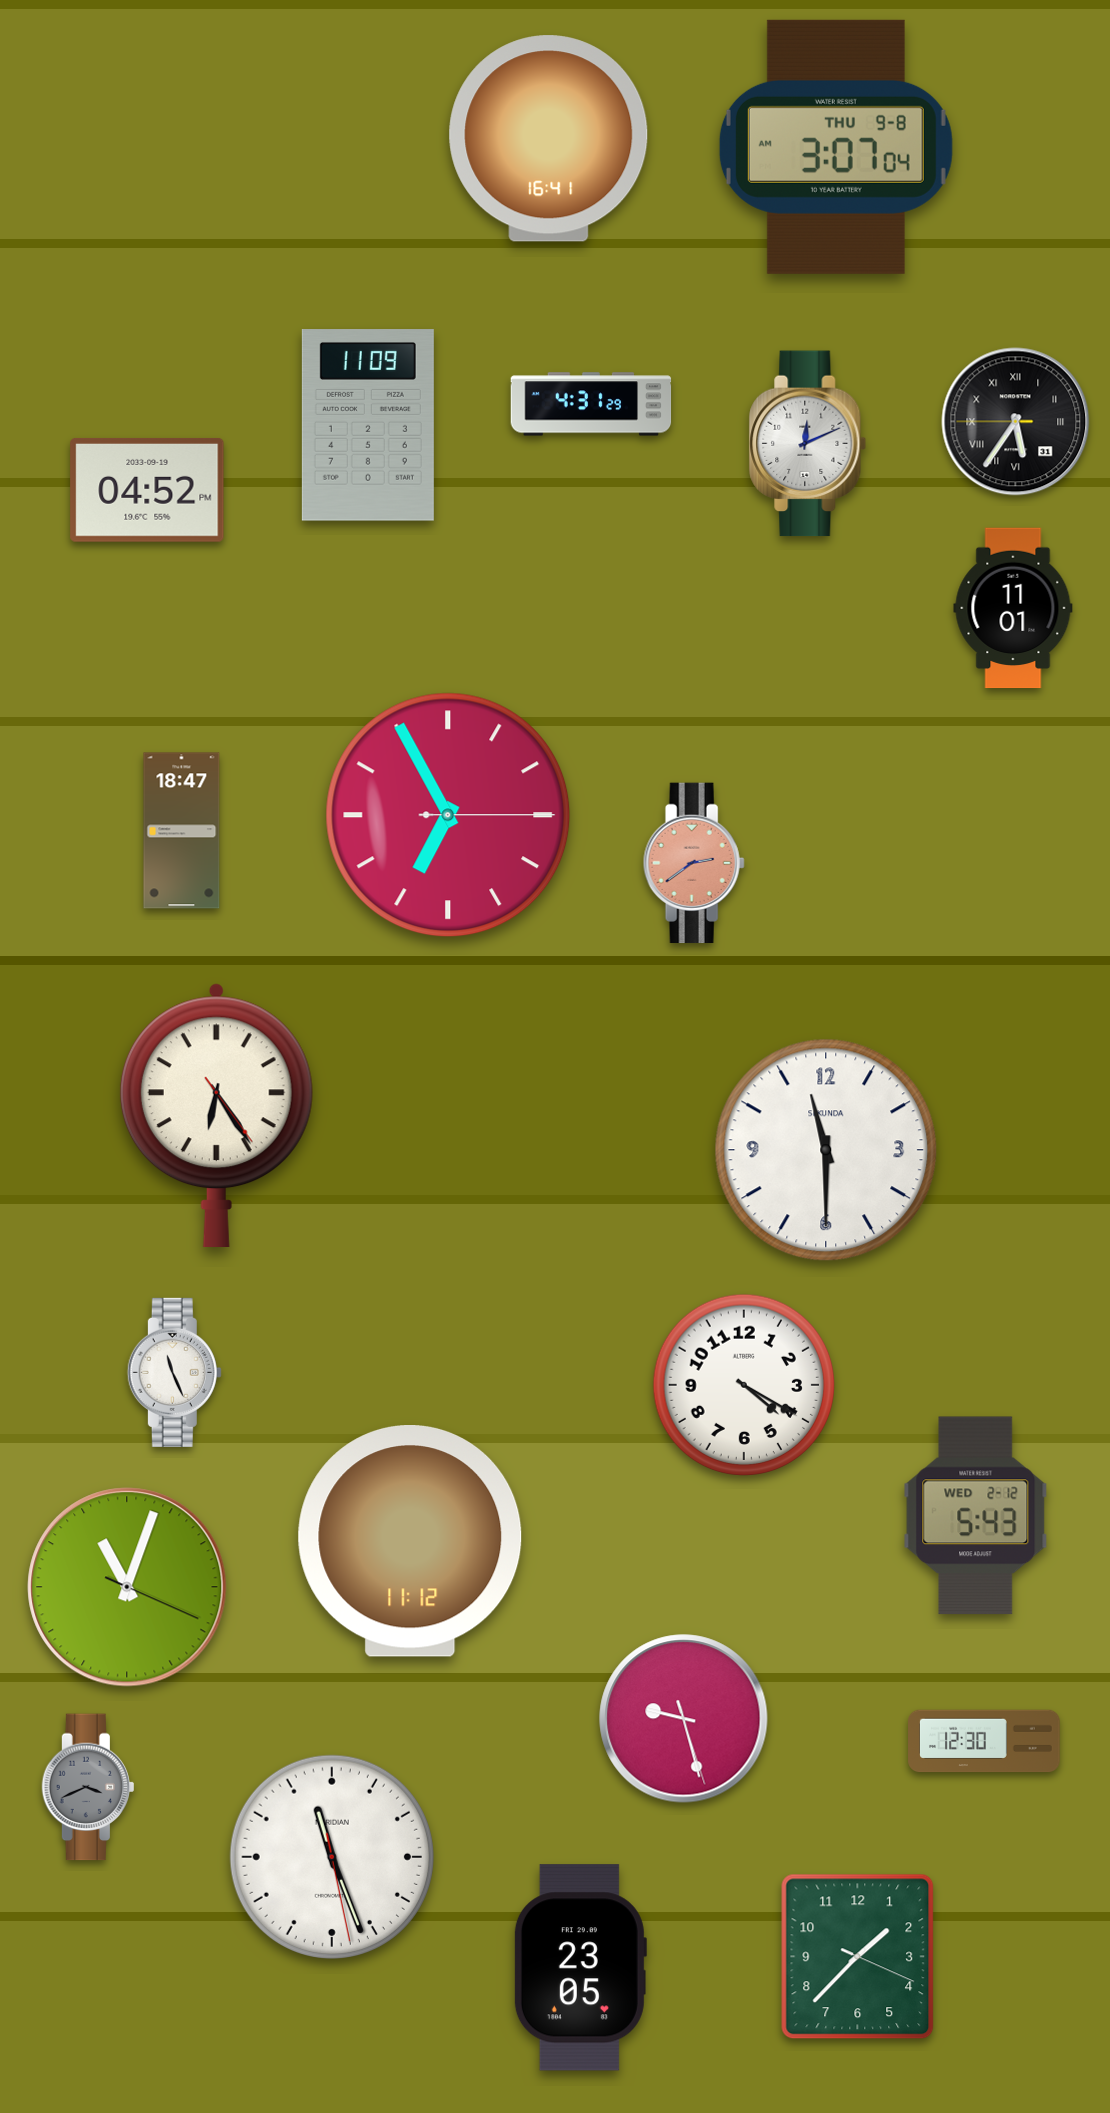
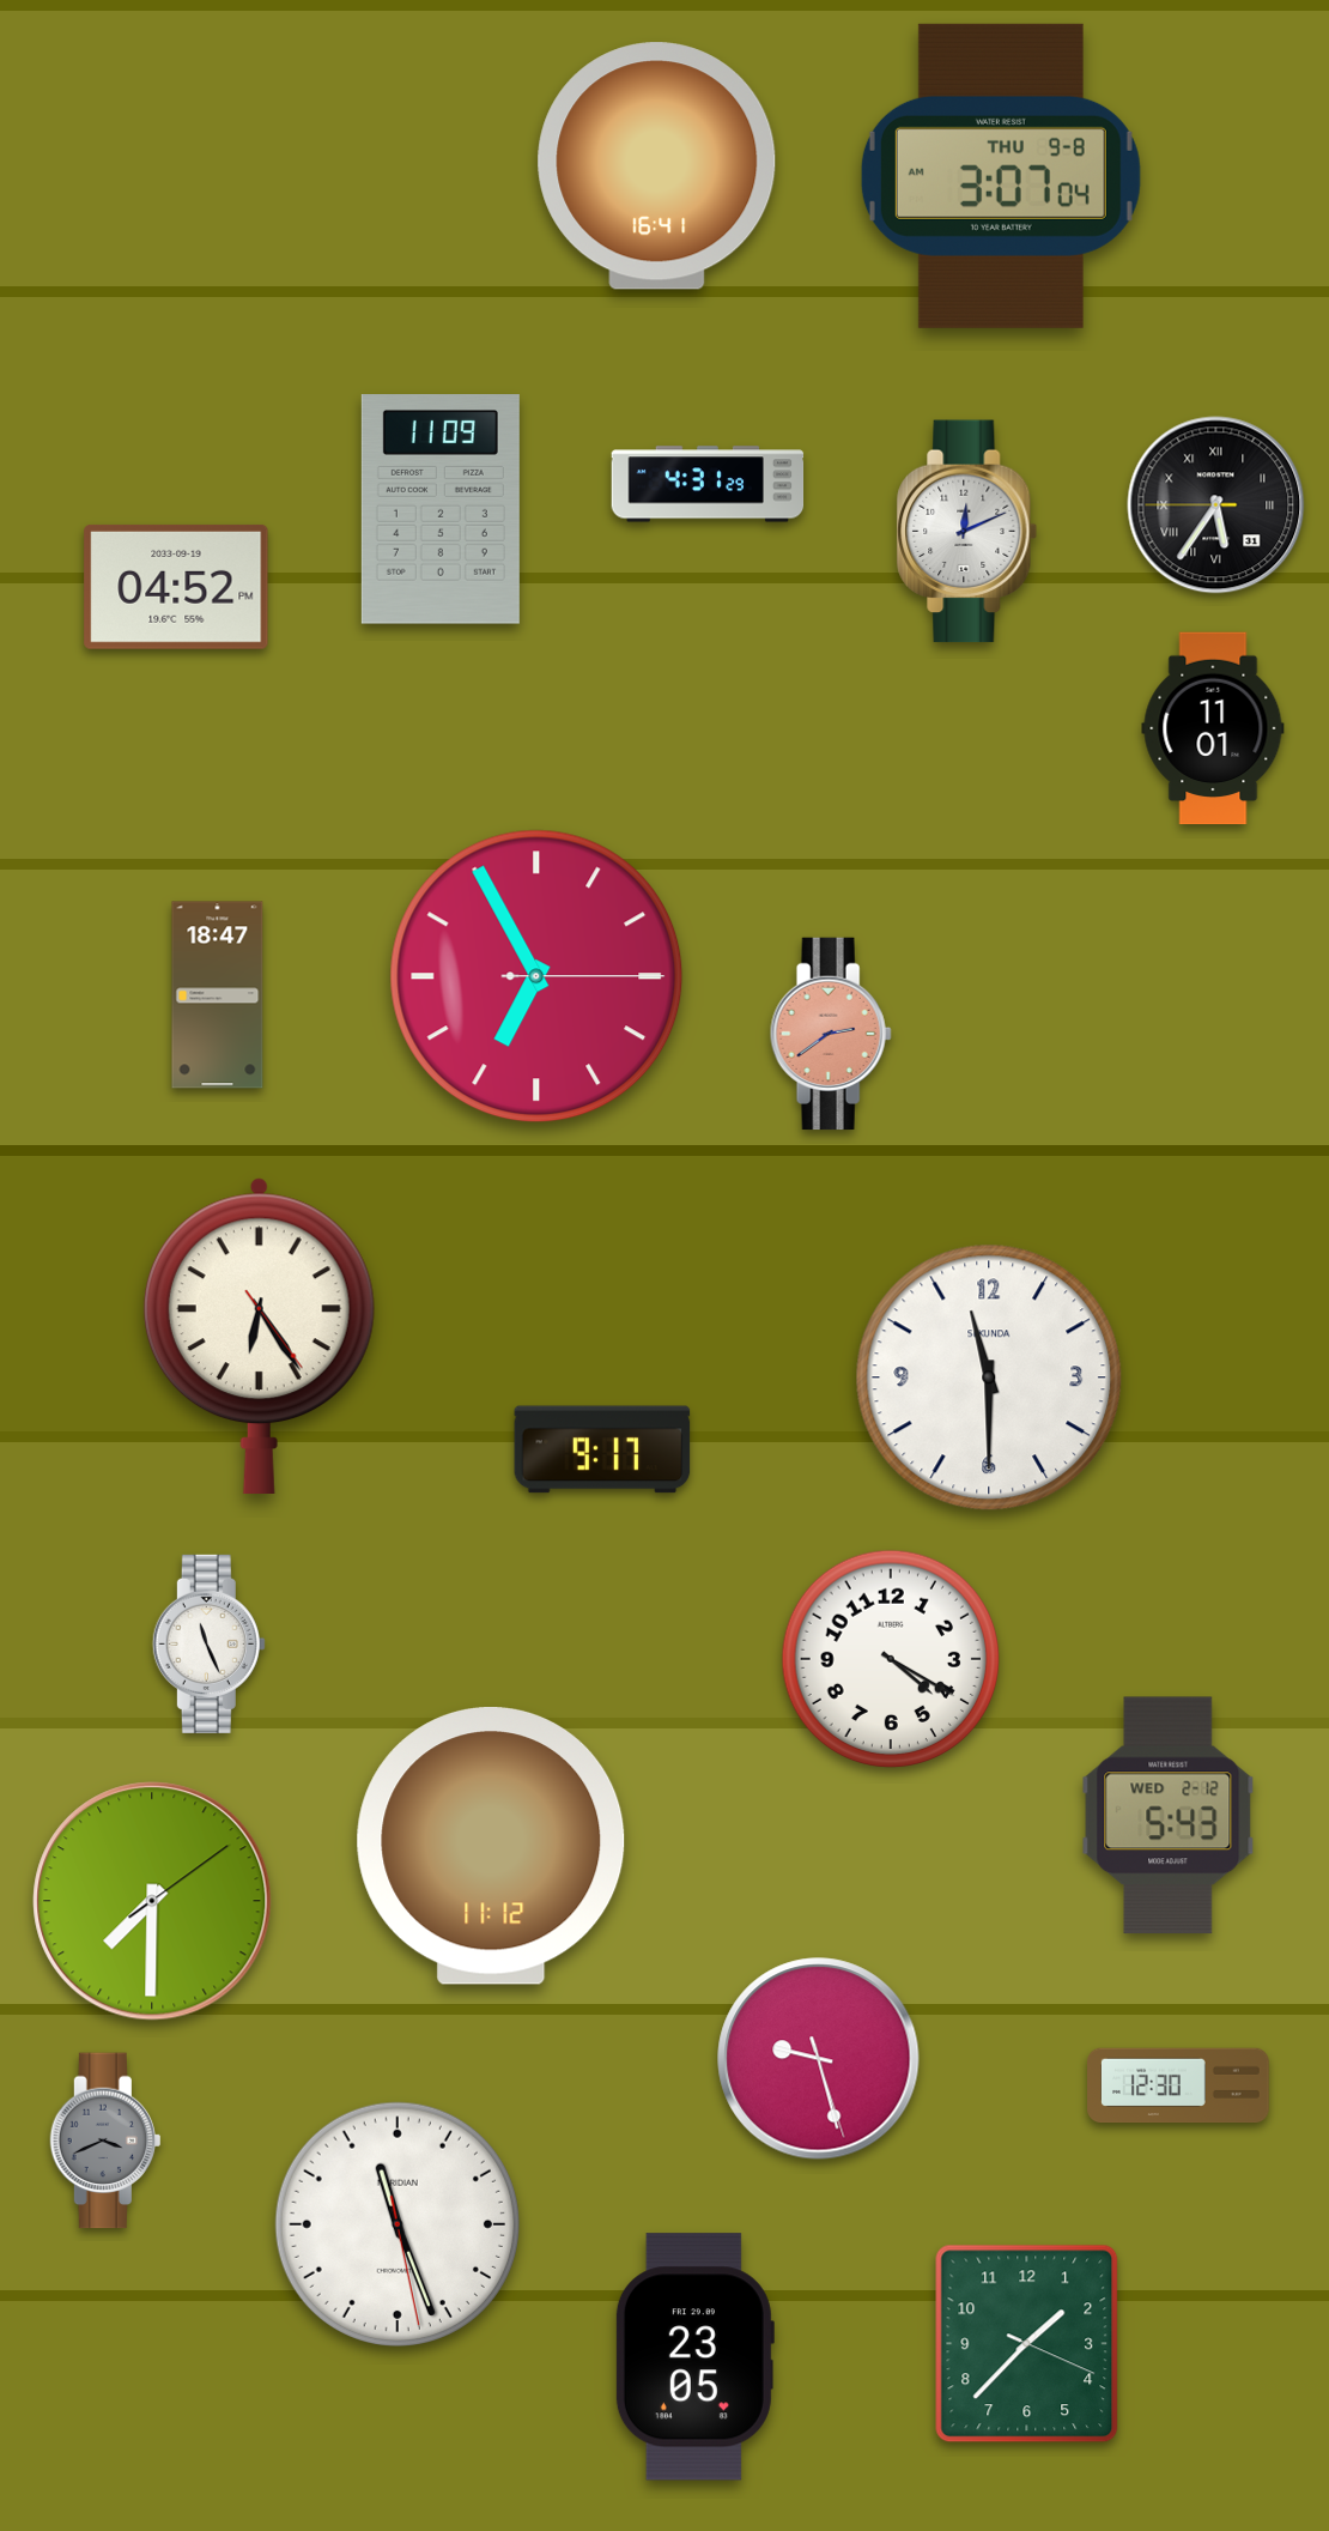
clock at (602, 1449): none -> 9:17
clock at (127, 1587): 11:03 -> 7:30
